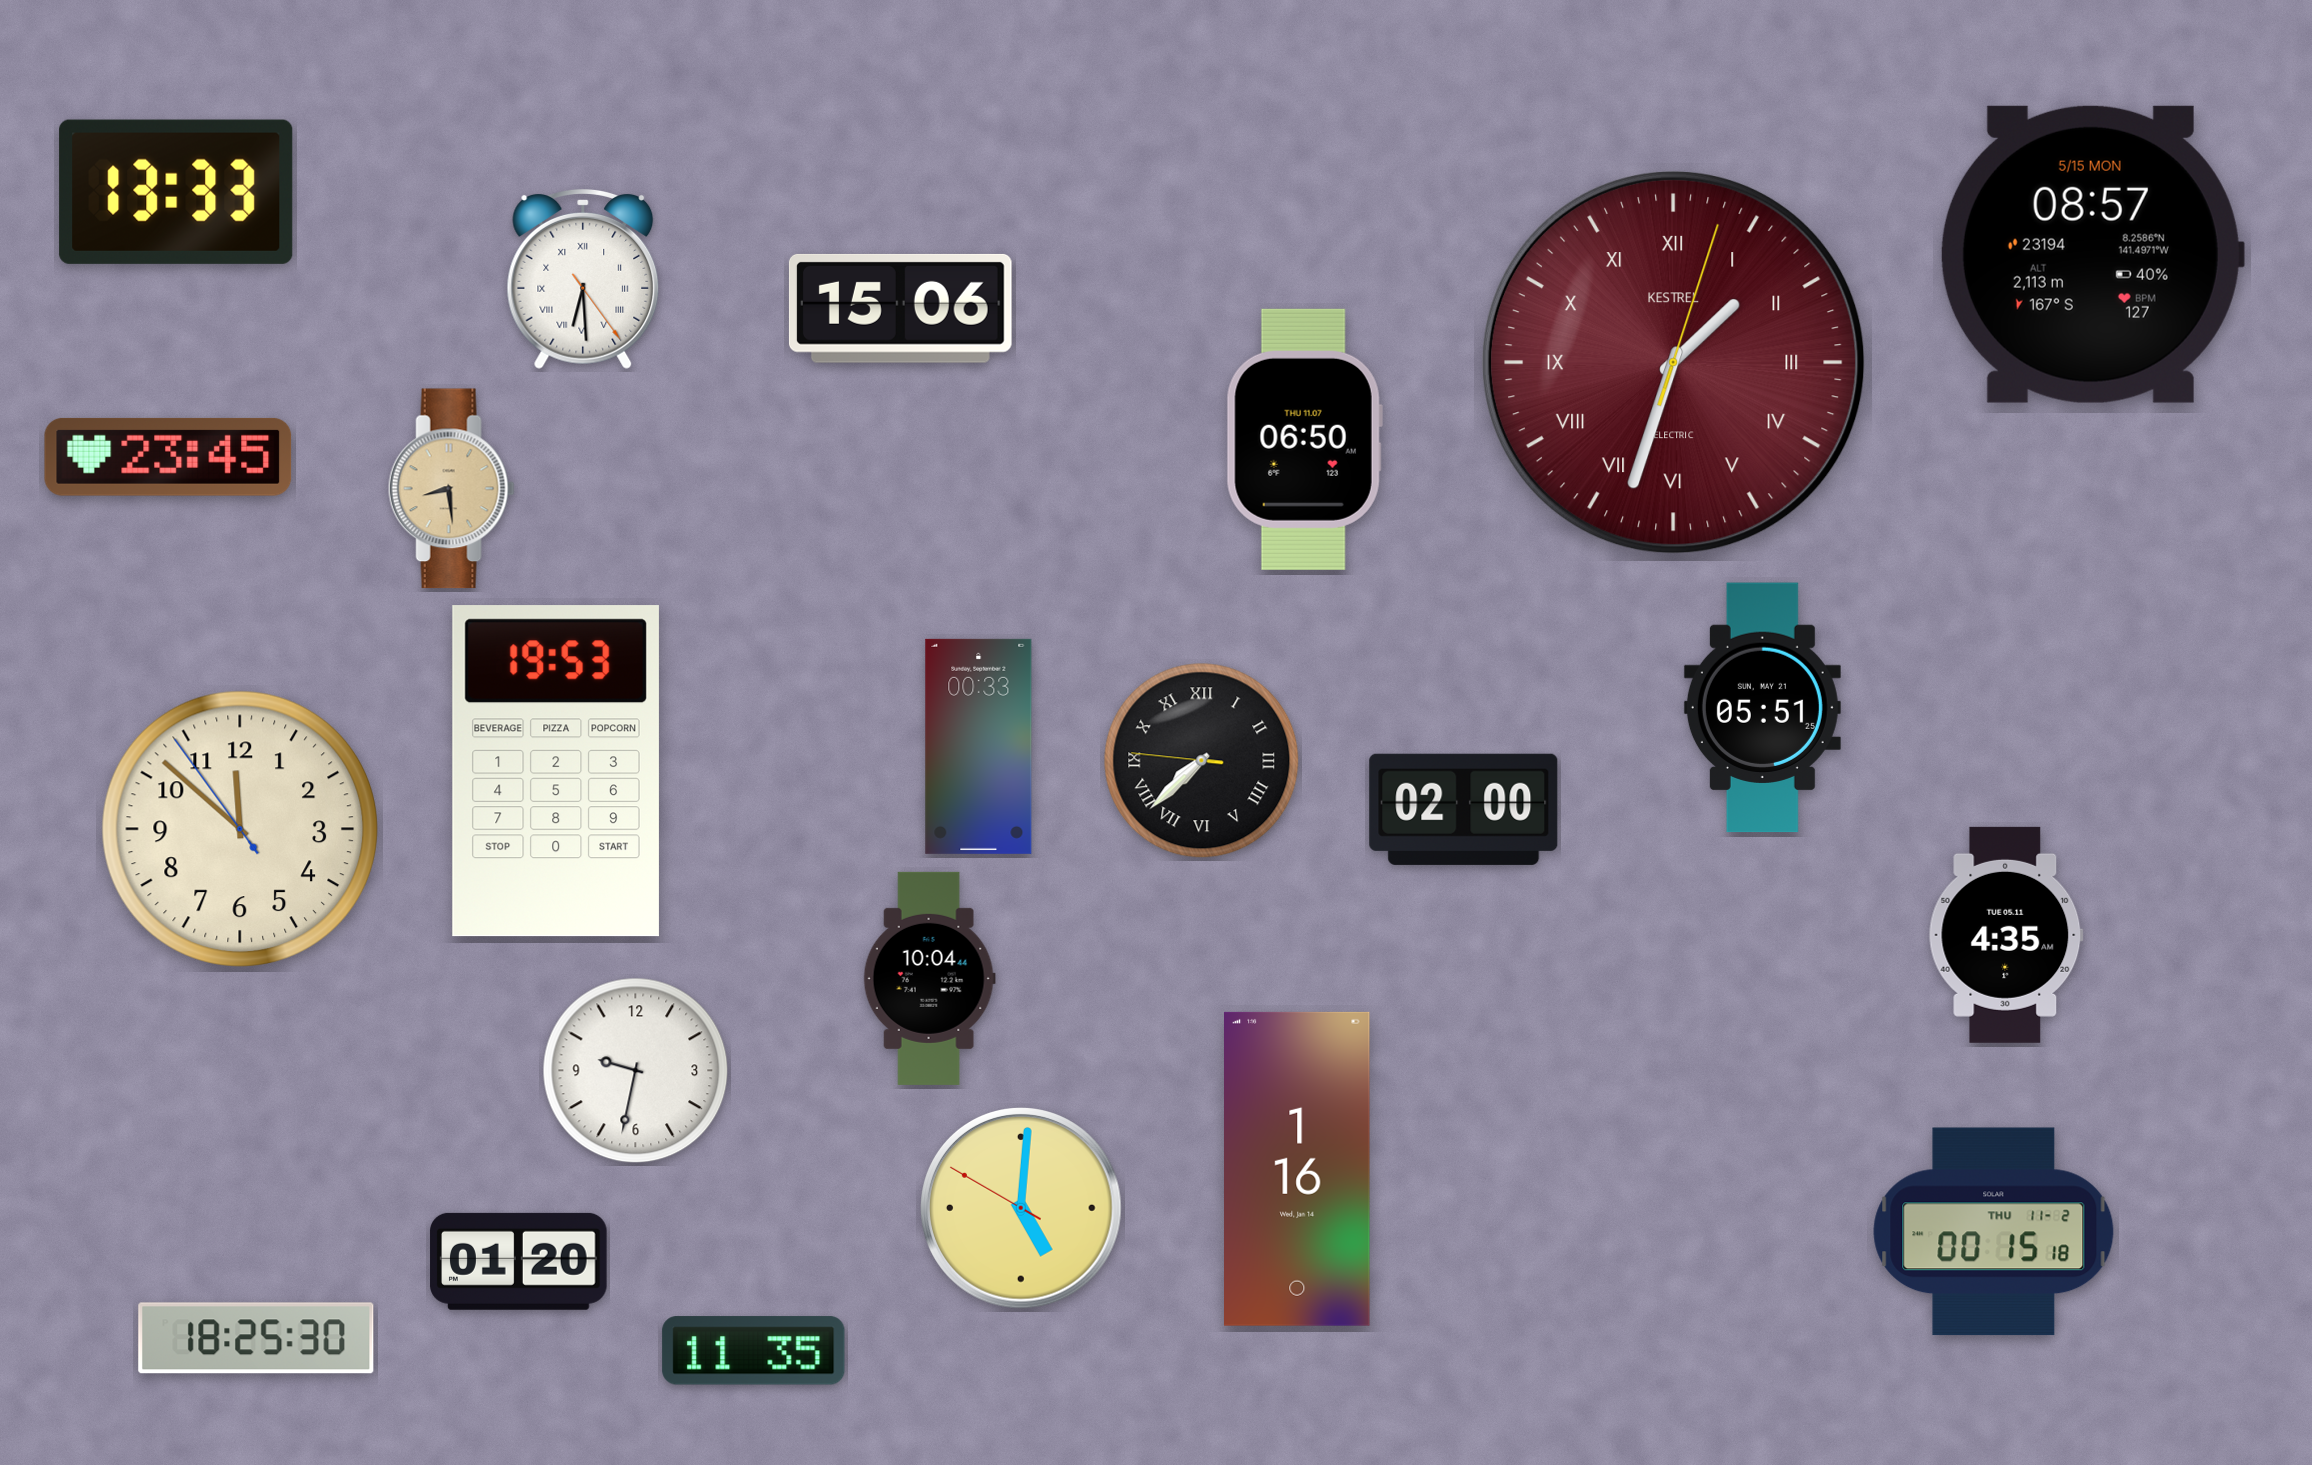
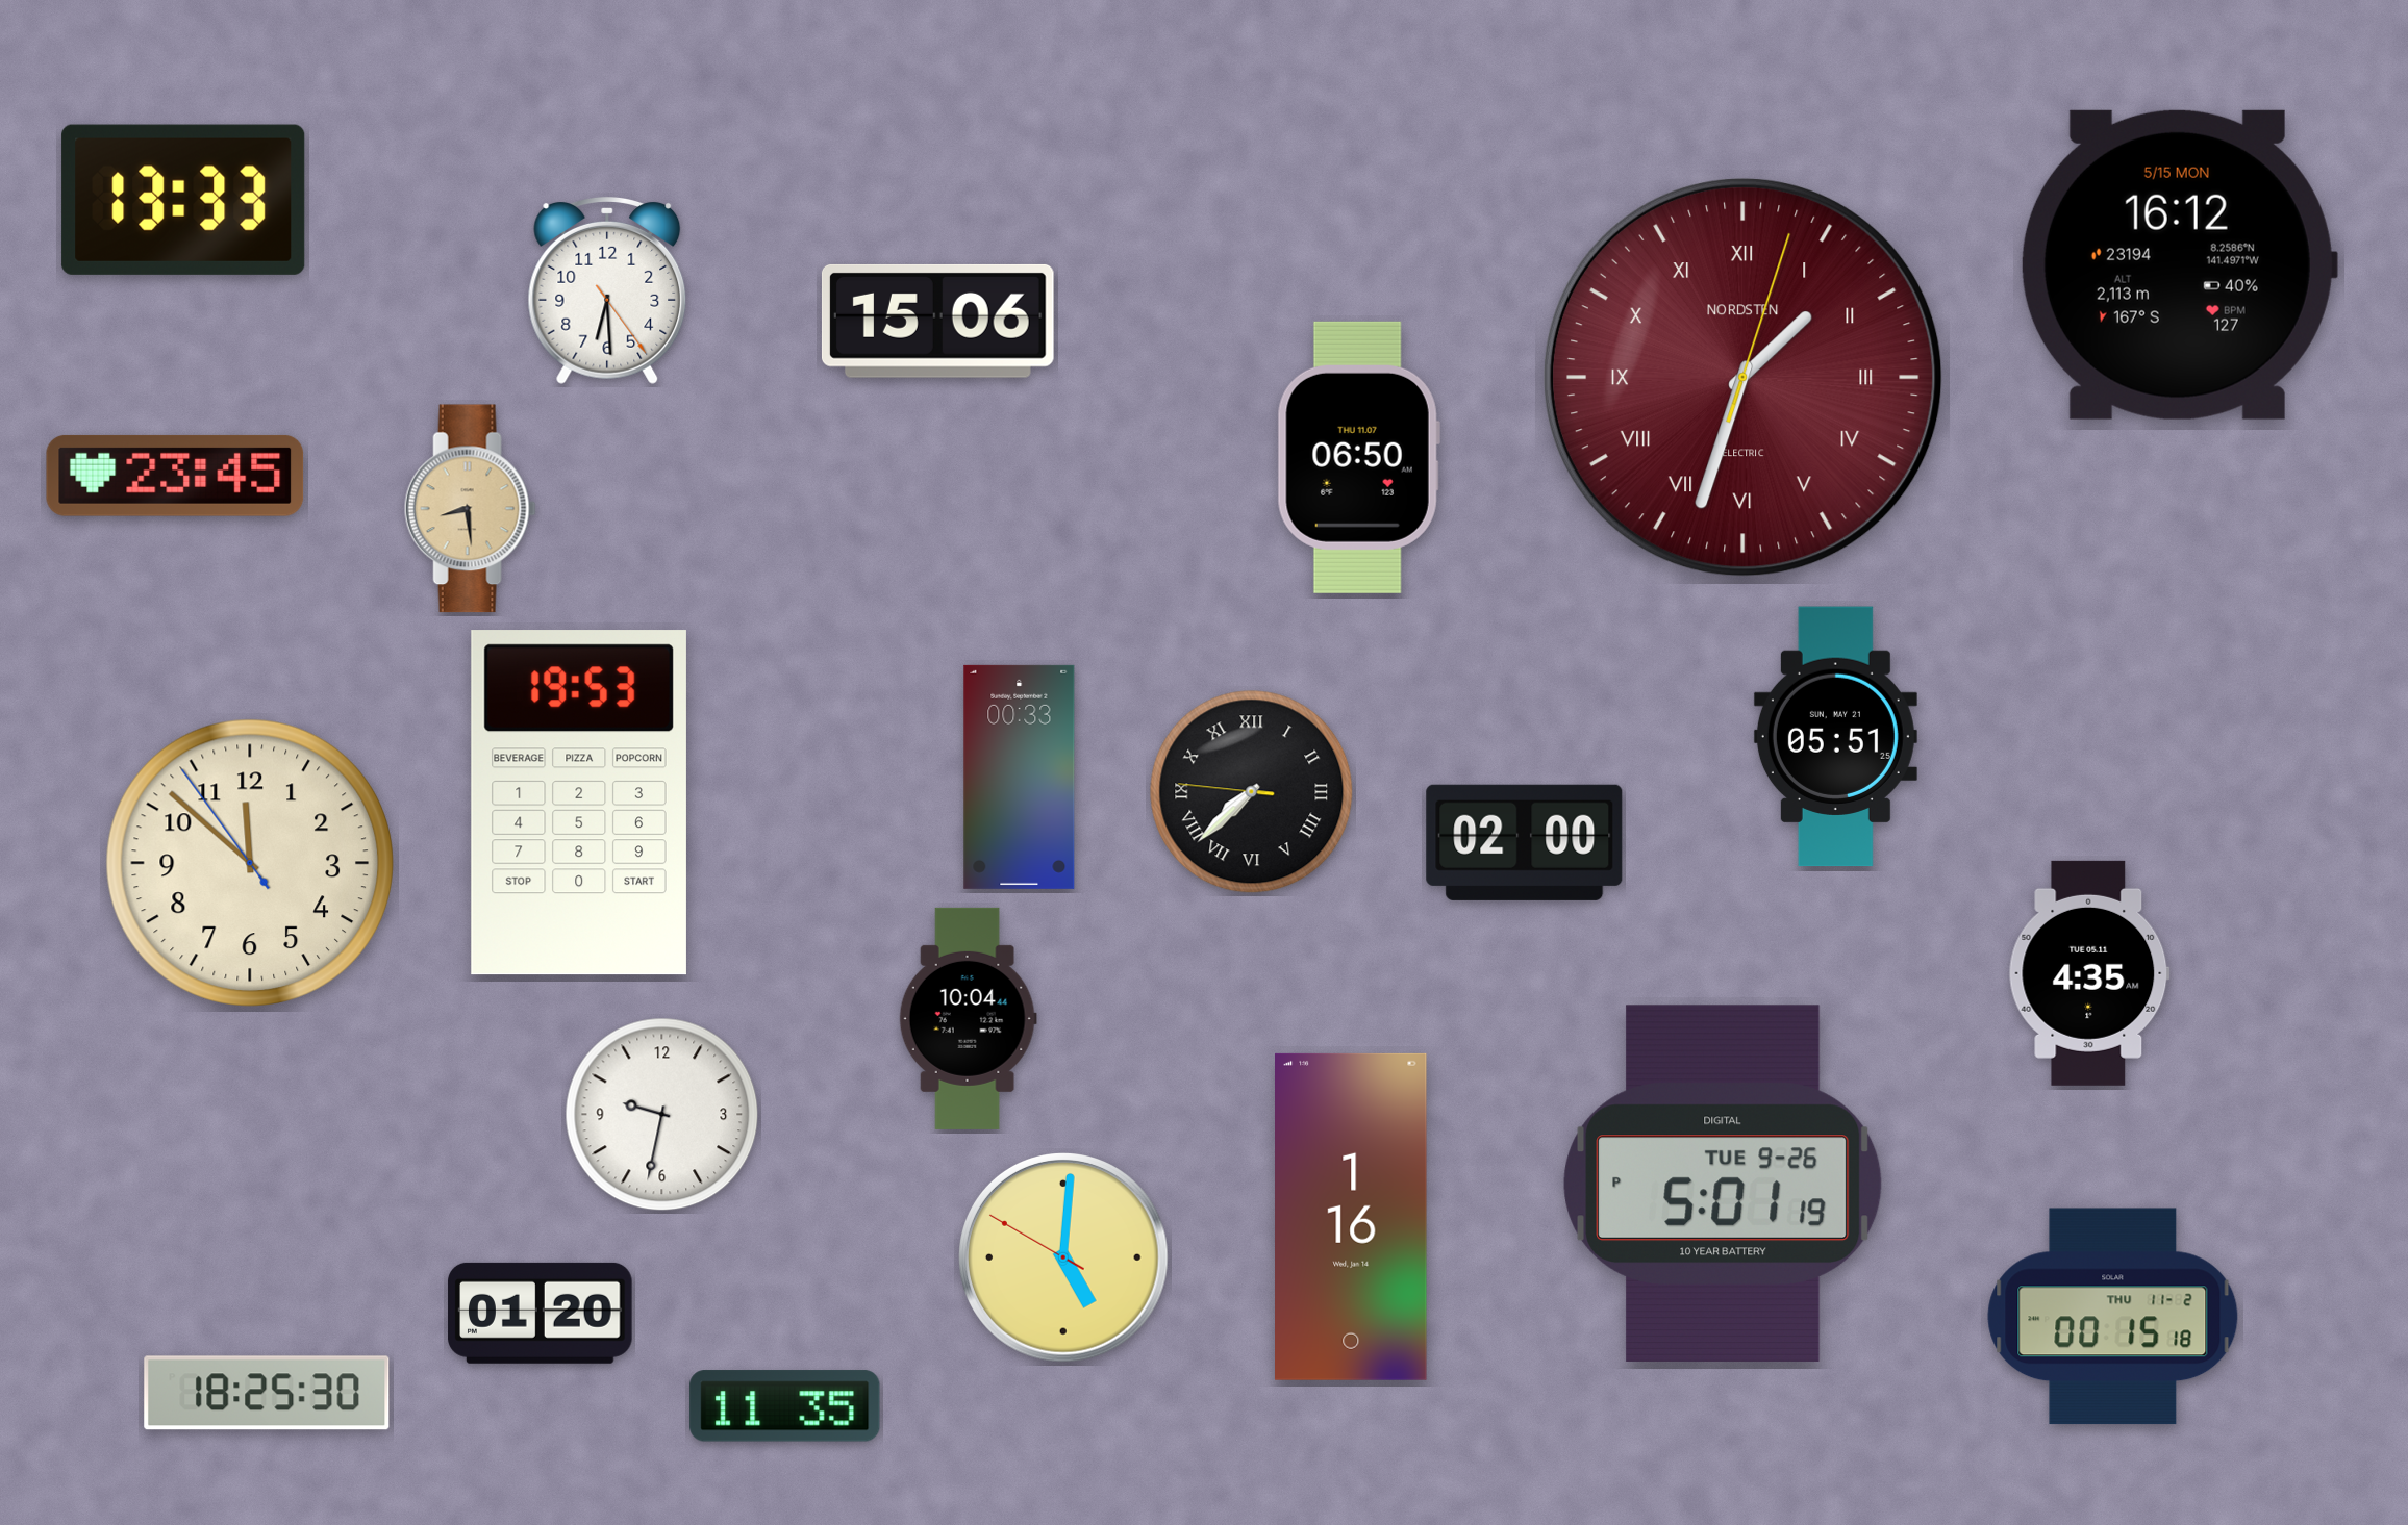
clock at (2092, 254): 08:57 -> 16:12
clock at (583, 279) numerals: Roman -> Arabic
clock at (1673, 362) brand: KESTREL -> NORDSTEN
clock at (1723, 1184): none -> 5:01
clock at (1994, 1232) position: (1994, 1232) -> (2113, 1317)
